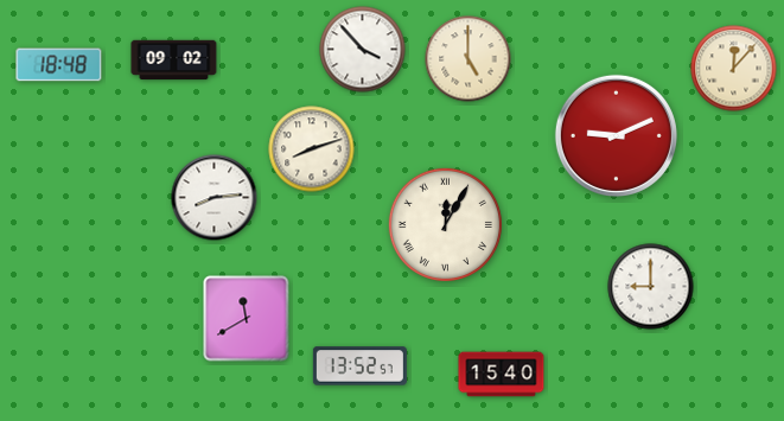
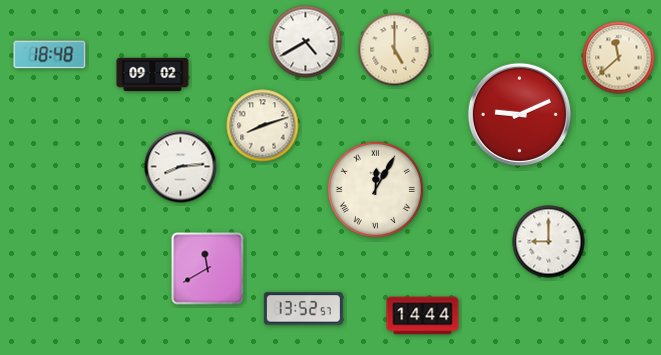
clock at (363, 50): 3:53 -> 4:40
clock at (174, 60) position: (174, 60) -> (153, 75)
clock at (734, 69): 12:07 -> 11:38
clock at (502, 375): 15:40 -> 14:44
